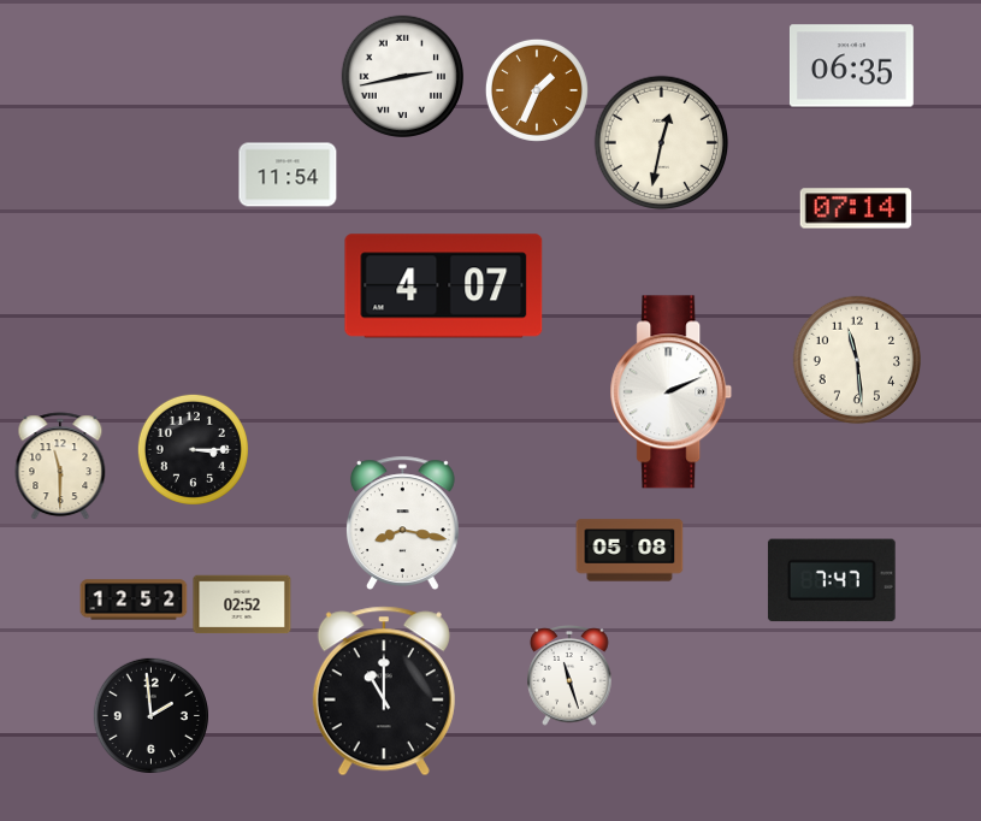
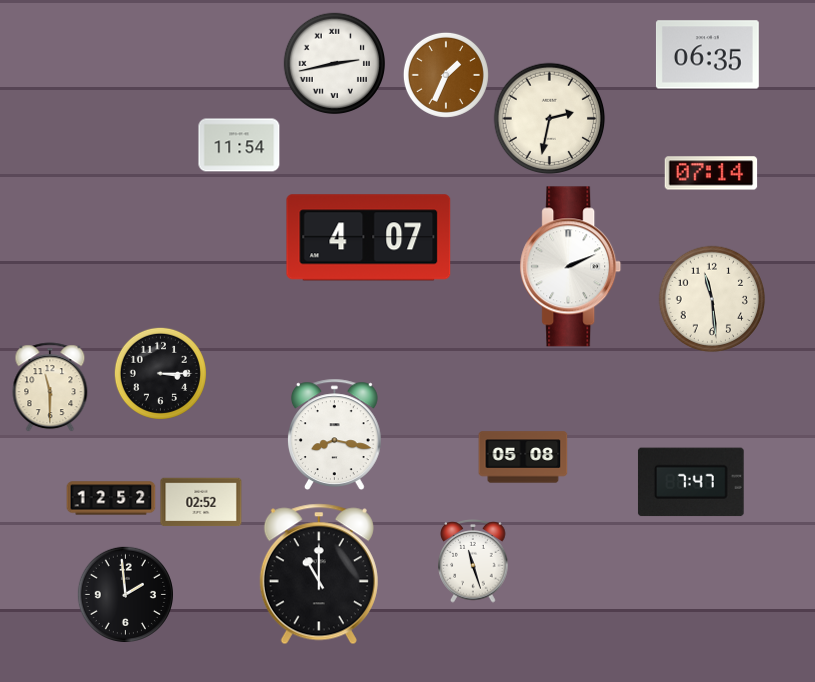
clock at (662, 143): 12:32 -> 2:32
clock at (672, 392) position: (672, 392) -> (571, 267)
